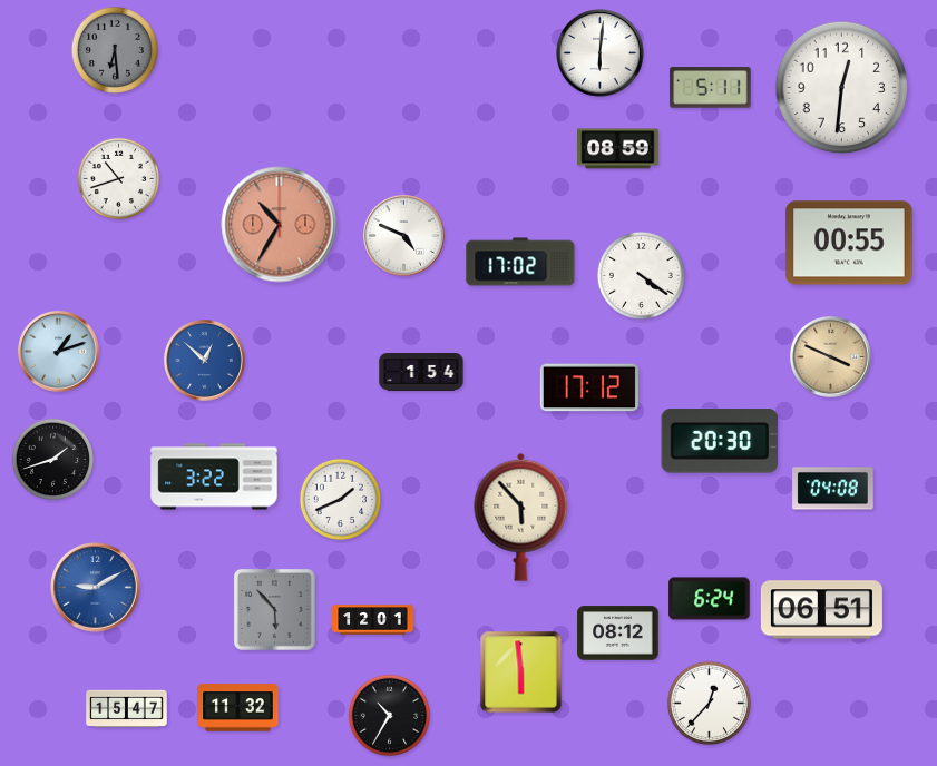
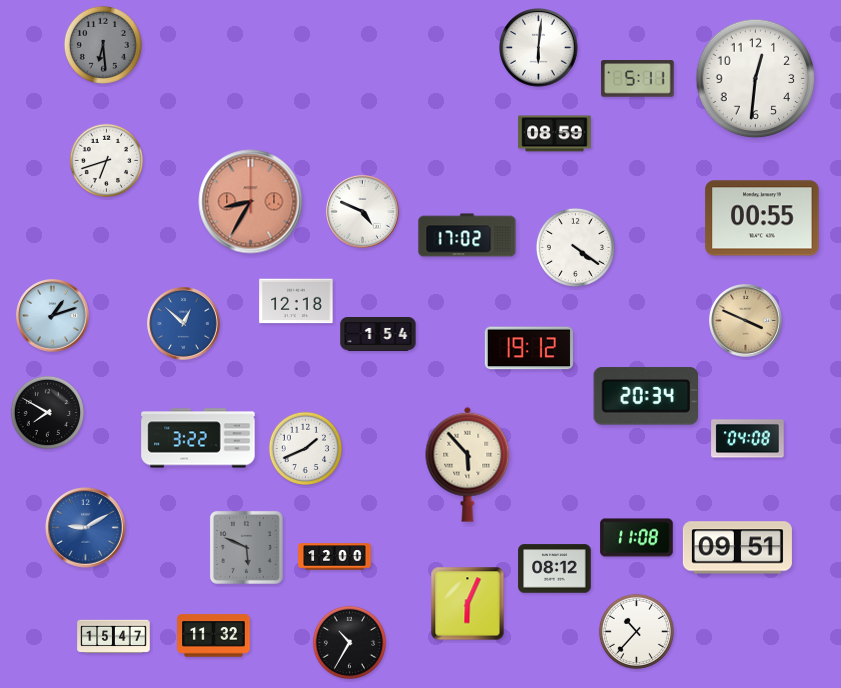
clock at (118, 178): 10:42 -> 6:42
clock at (280, 225): 10:35 -> 8:35
clock at (296, 301): none -> 12:18
clock at (589, 387): 17:12 -> 19:12
clock at (720, 441): 20:30 -> 20:34
clock at (52, 459): 1:42 -> 7:50
clock at (214, 477) position: (214, 477) -> (198, 438)
clock at (710, 599): 6:24 -> 11:08
clock at (274, 609): 5:53 -> 5:49
clock at (821, 610): 06:51 -> 09:51
clock at (373, 620): 12:01 -> 12:00
clock at (521, 672): 5:59 -> 6:04
clock at (709, 703): 12:37 -> 10:37
